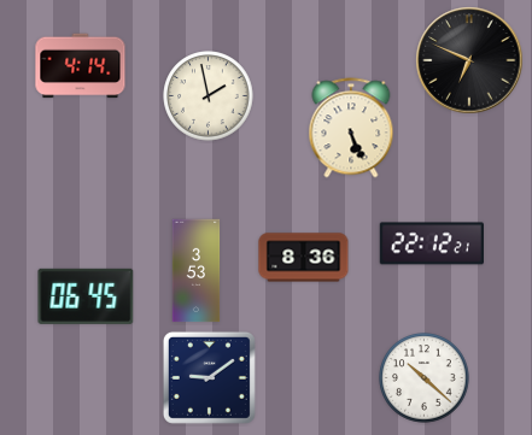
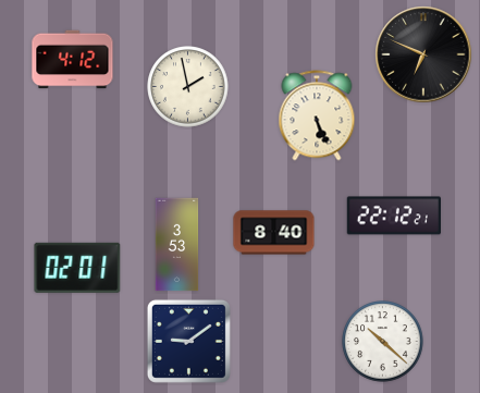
clock at (81, 66): 4:14 -> 4:12
clock at (431, 243) position: (431, 243) -> (393, 216)
clock at (304, 258): 8:36 -> 8:40
clock at (86, 296): 06:45 -> 02:01
